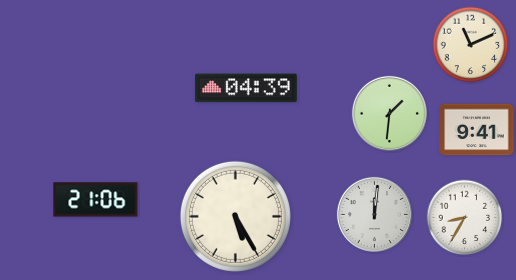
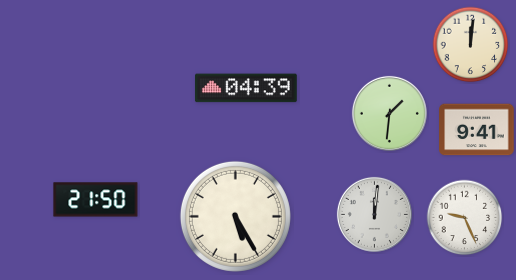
clock at (471, 45): 11:11 -> 12:01
clock at (96, 200): 21:06 -> 21:50
clock at (465, 218): 8:35 -> 9:26
